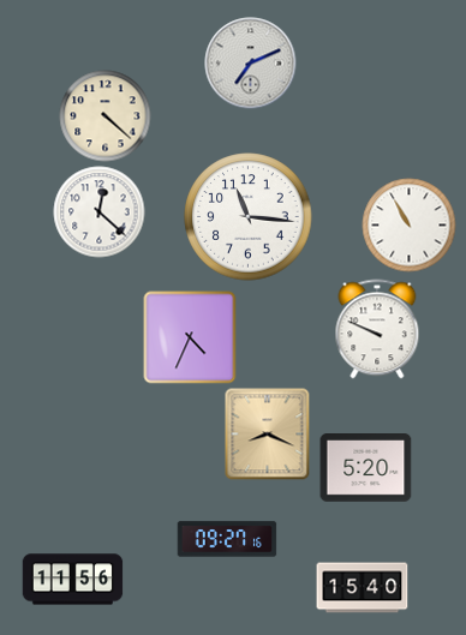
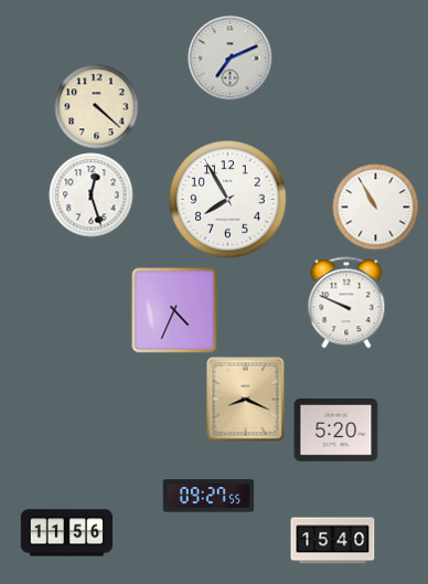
clock at (100, 212): 12:22 -> 12:27
clock at (249, 217): 11:16 -> 7:55
clock at (227, 539): 09:27:16 -> 09:27:55
